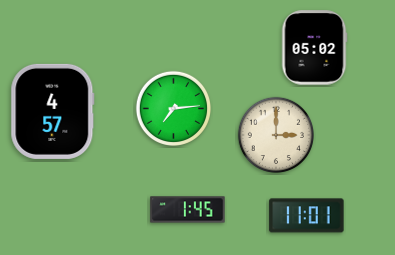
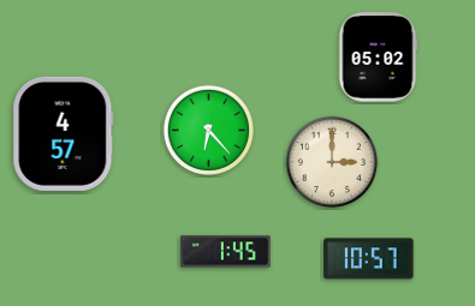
clock at (173, 108): 7:14 -> 6:23
clock at (307, 216): 11:01 -> 10:57
